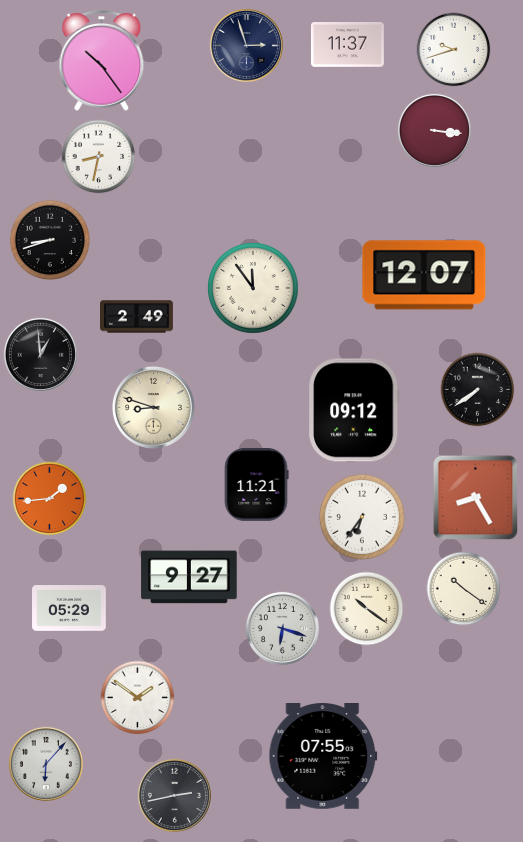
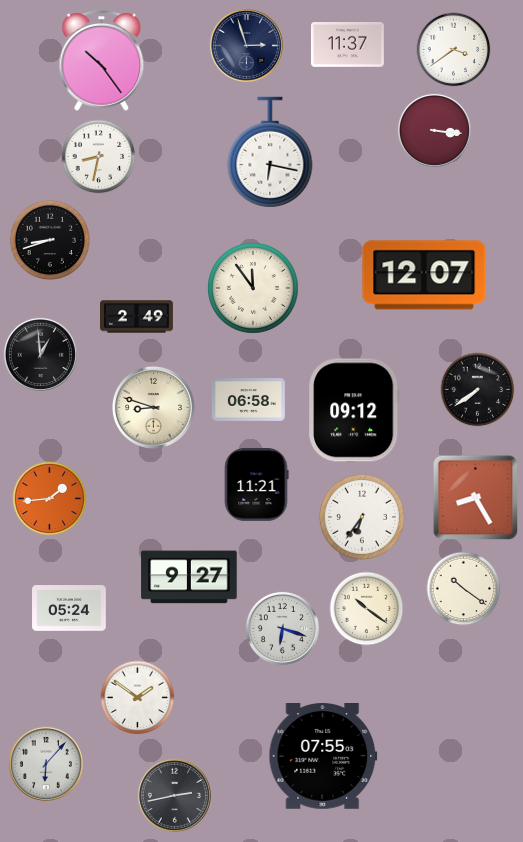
clock at (454, 50): 9:42 -> 3:39
clock at (270, 152): none -> 6:17
clock at (248, 400): none -> 06:58
clock at (69, 608): 05:29 -> 05:24
